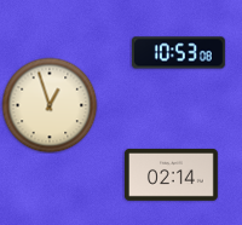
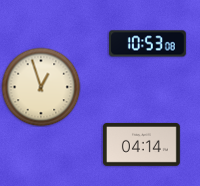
clock at (171, 174): 02:14 -> 04:14
